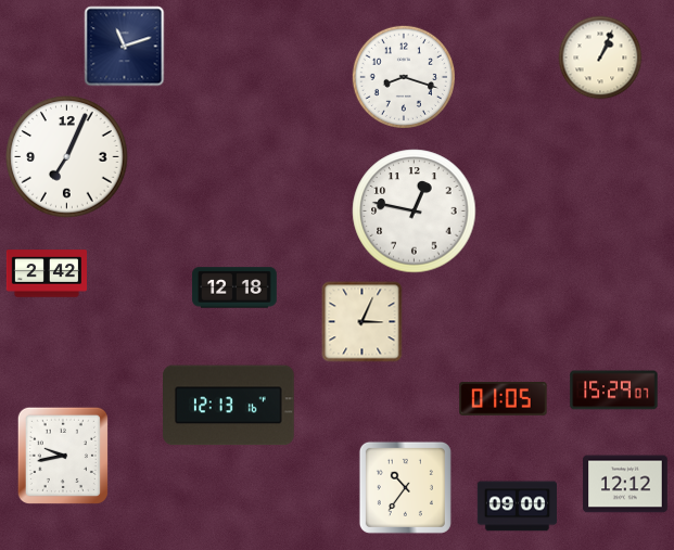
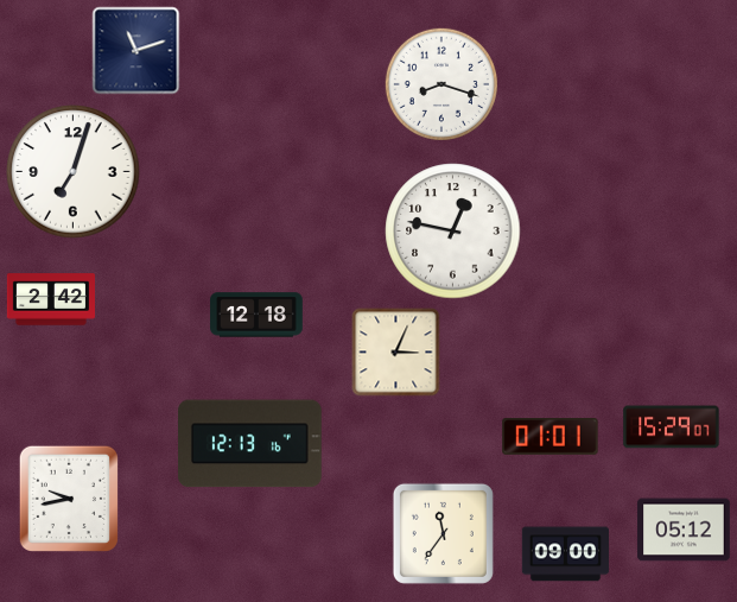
clock at (600, 57): 1:04 -> none
clock at (67, 157): 7:04 -> 7:03
clock at (504, 399): 01:05 -> 01:01
clock at (625, 484): 12:12 -> 05:12
clock at (405, 487): 10:36 -> 11:36
